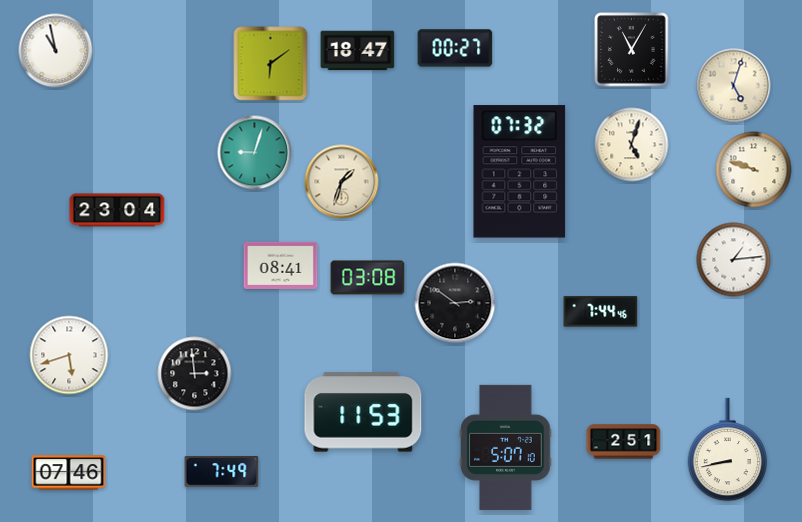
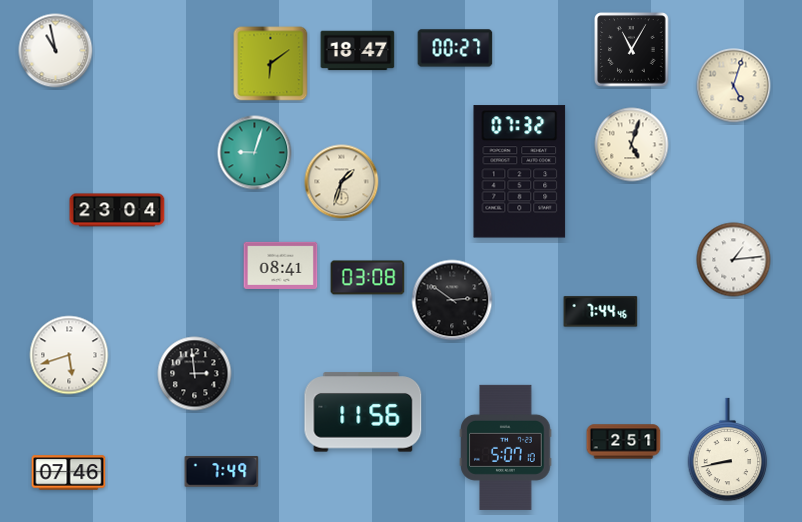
clock at (754, 170): 9:48 -> none
clock at (455, 303) position: (455, 303) -> (452, 300)
clock at (363, 412): 11:53 -> 11:56
